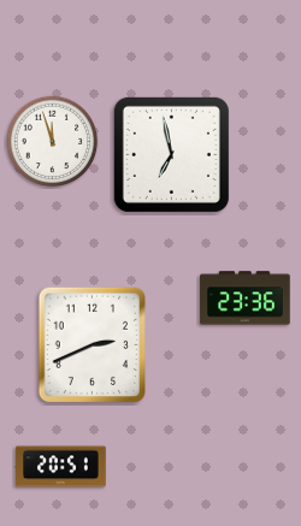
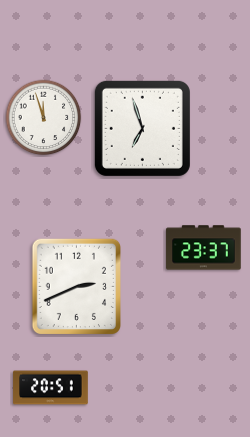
clock at (171, 154): 6:58 -> 6:57
clock at (246, 299): 23:36 -> 23:37
